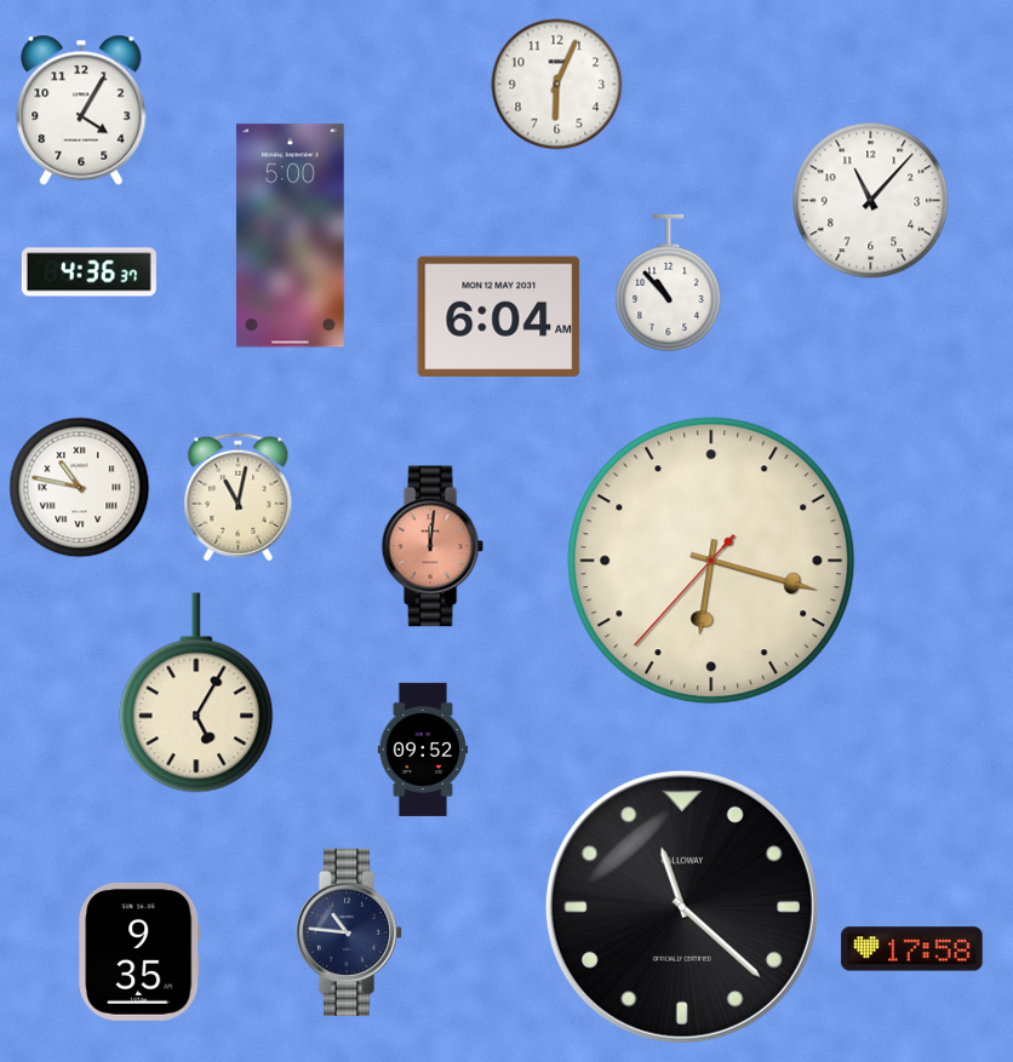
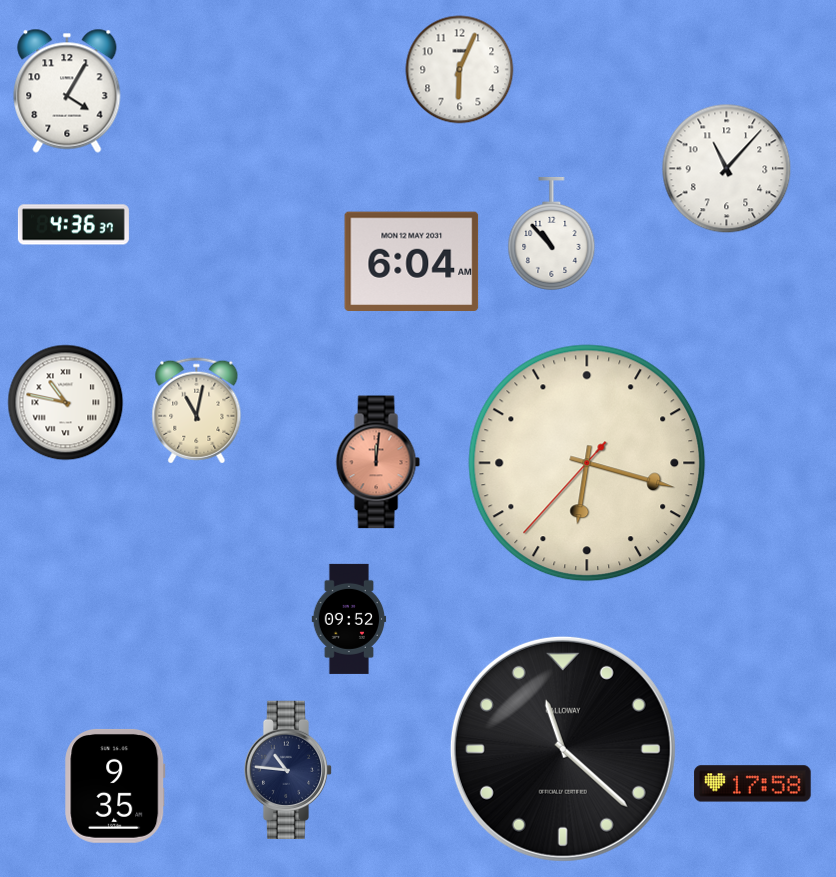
clock at (871, 201) position: (871, 201) -> (727, 169)
clock at (290, 236): 5:00 -> none
clock at (433, 546) position: (433, 546) -> (378, 462)
clock at (196, 693): 5:05 -> none
